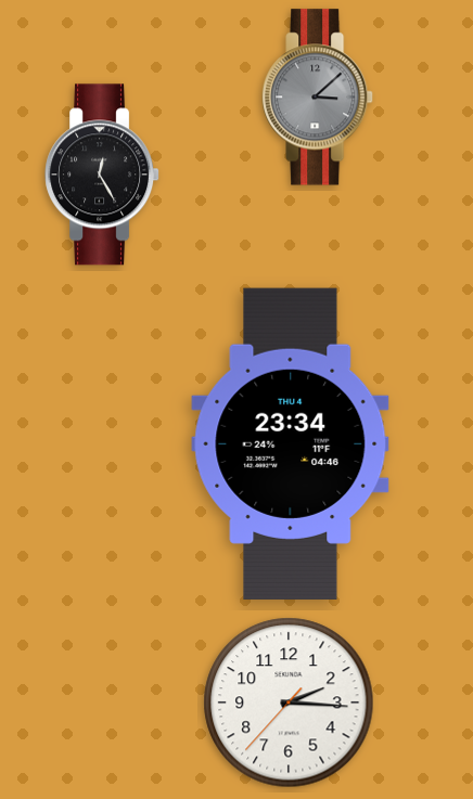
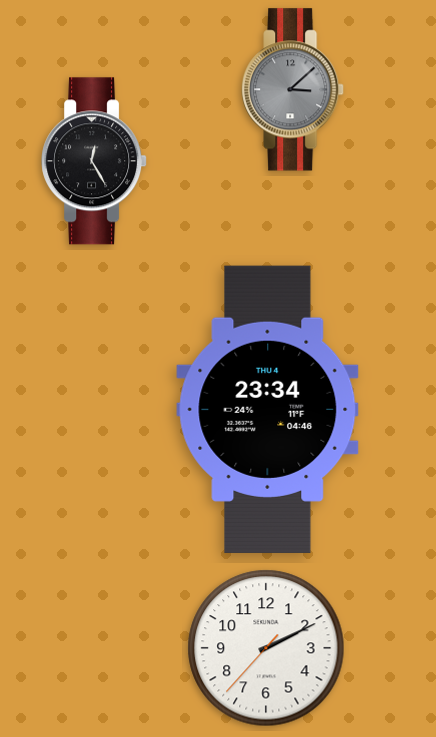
clock at (289, 703): 2:15 -> 2:10
